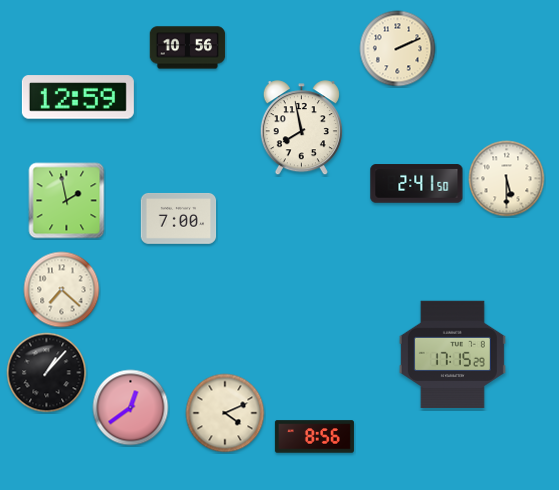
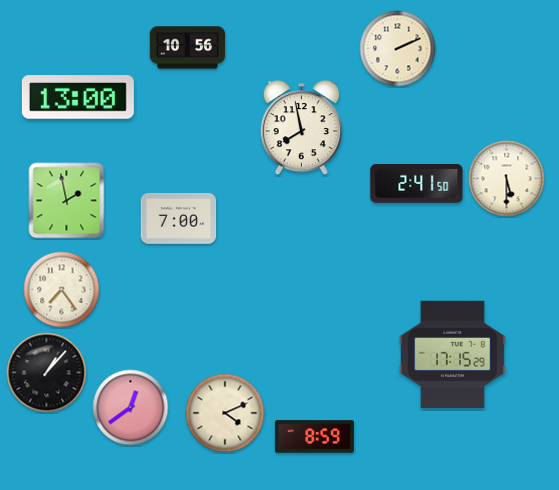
clock at (78, 97): 12:59 -> 13:00
clock at (62, 290): 7:22 -> 7:24
clock at (314, 437): 8:56 -> 8:59
